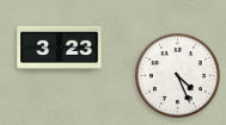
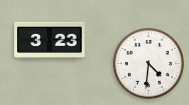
clock at (177, 75): 4:26 -> 4:31
